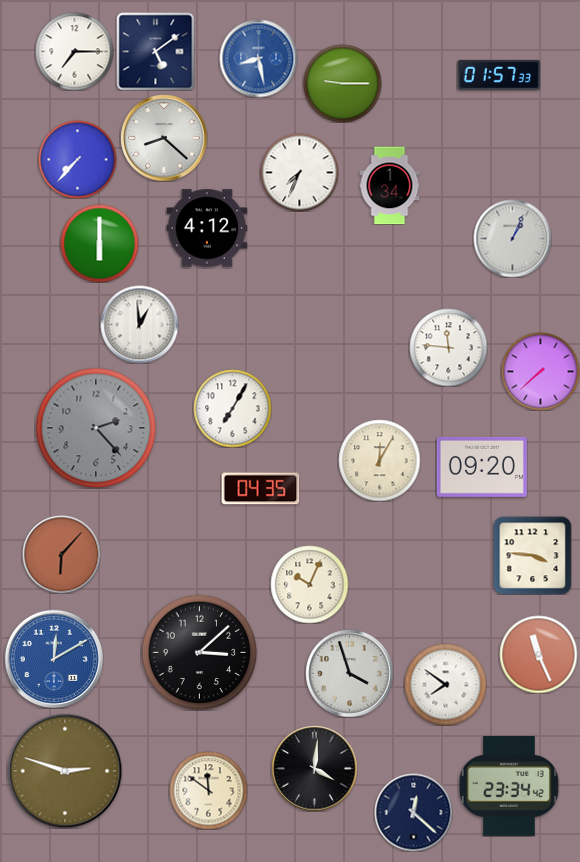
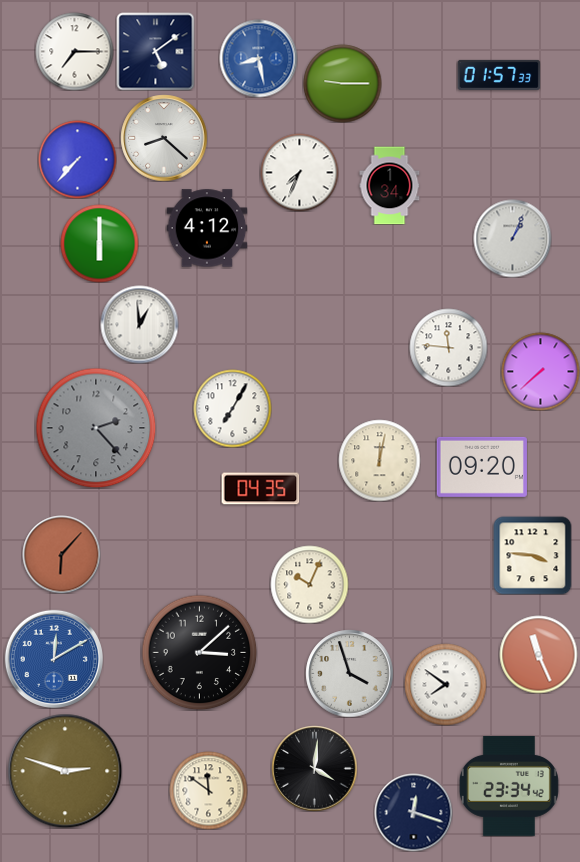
clock at (379, 460): 12:05 -> 12:02
clock at (413, 812): 12:22 -> 12:18
